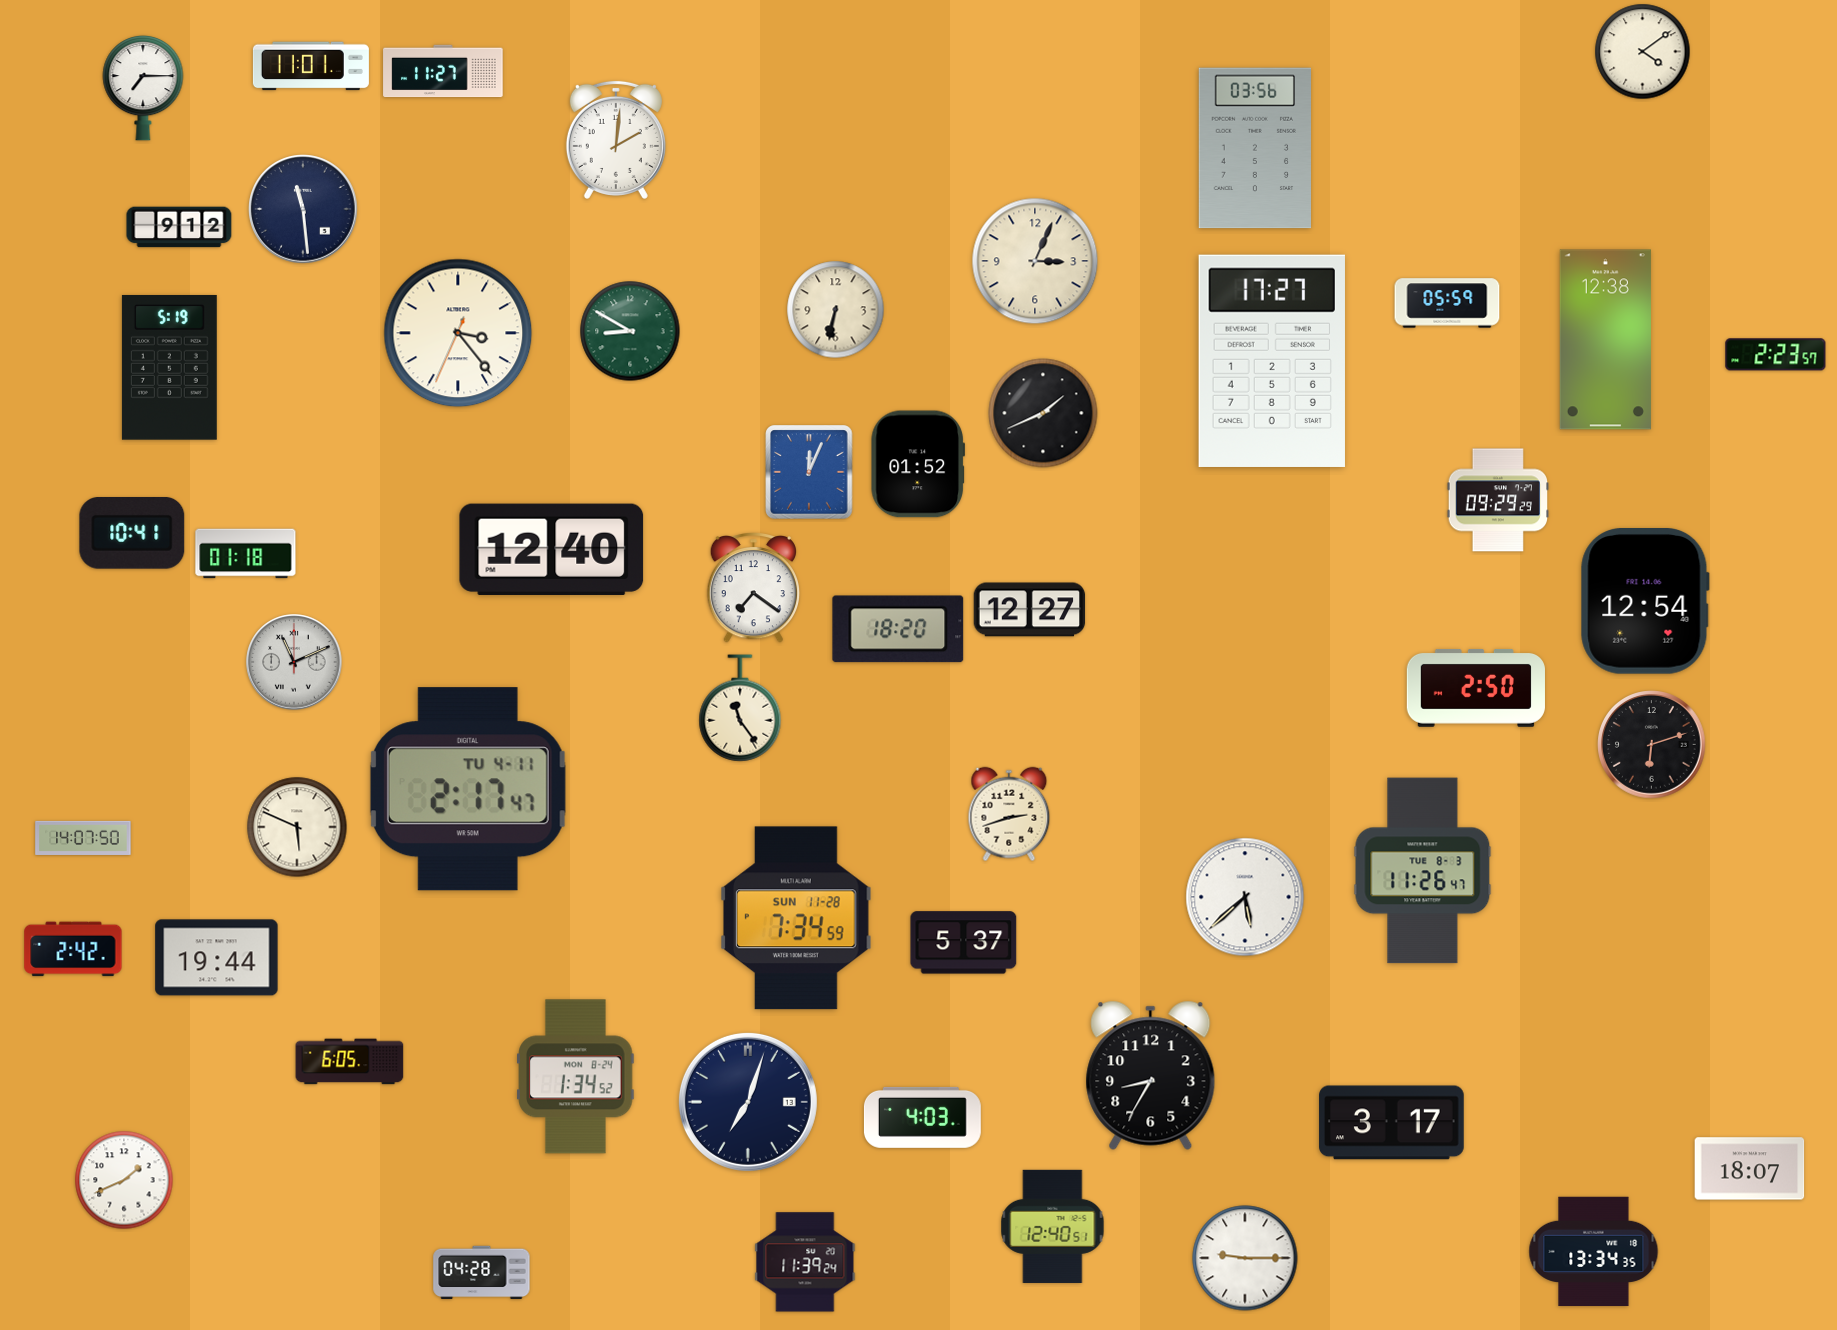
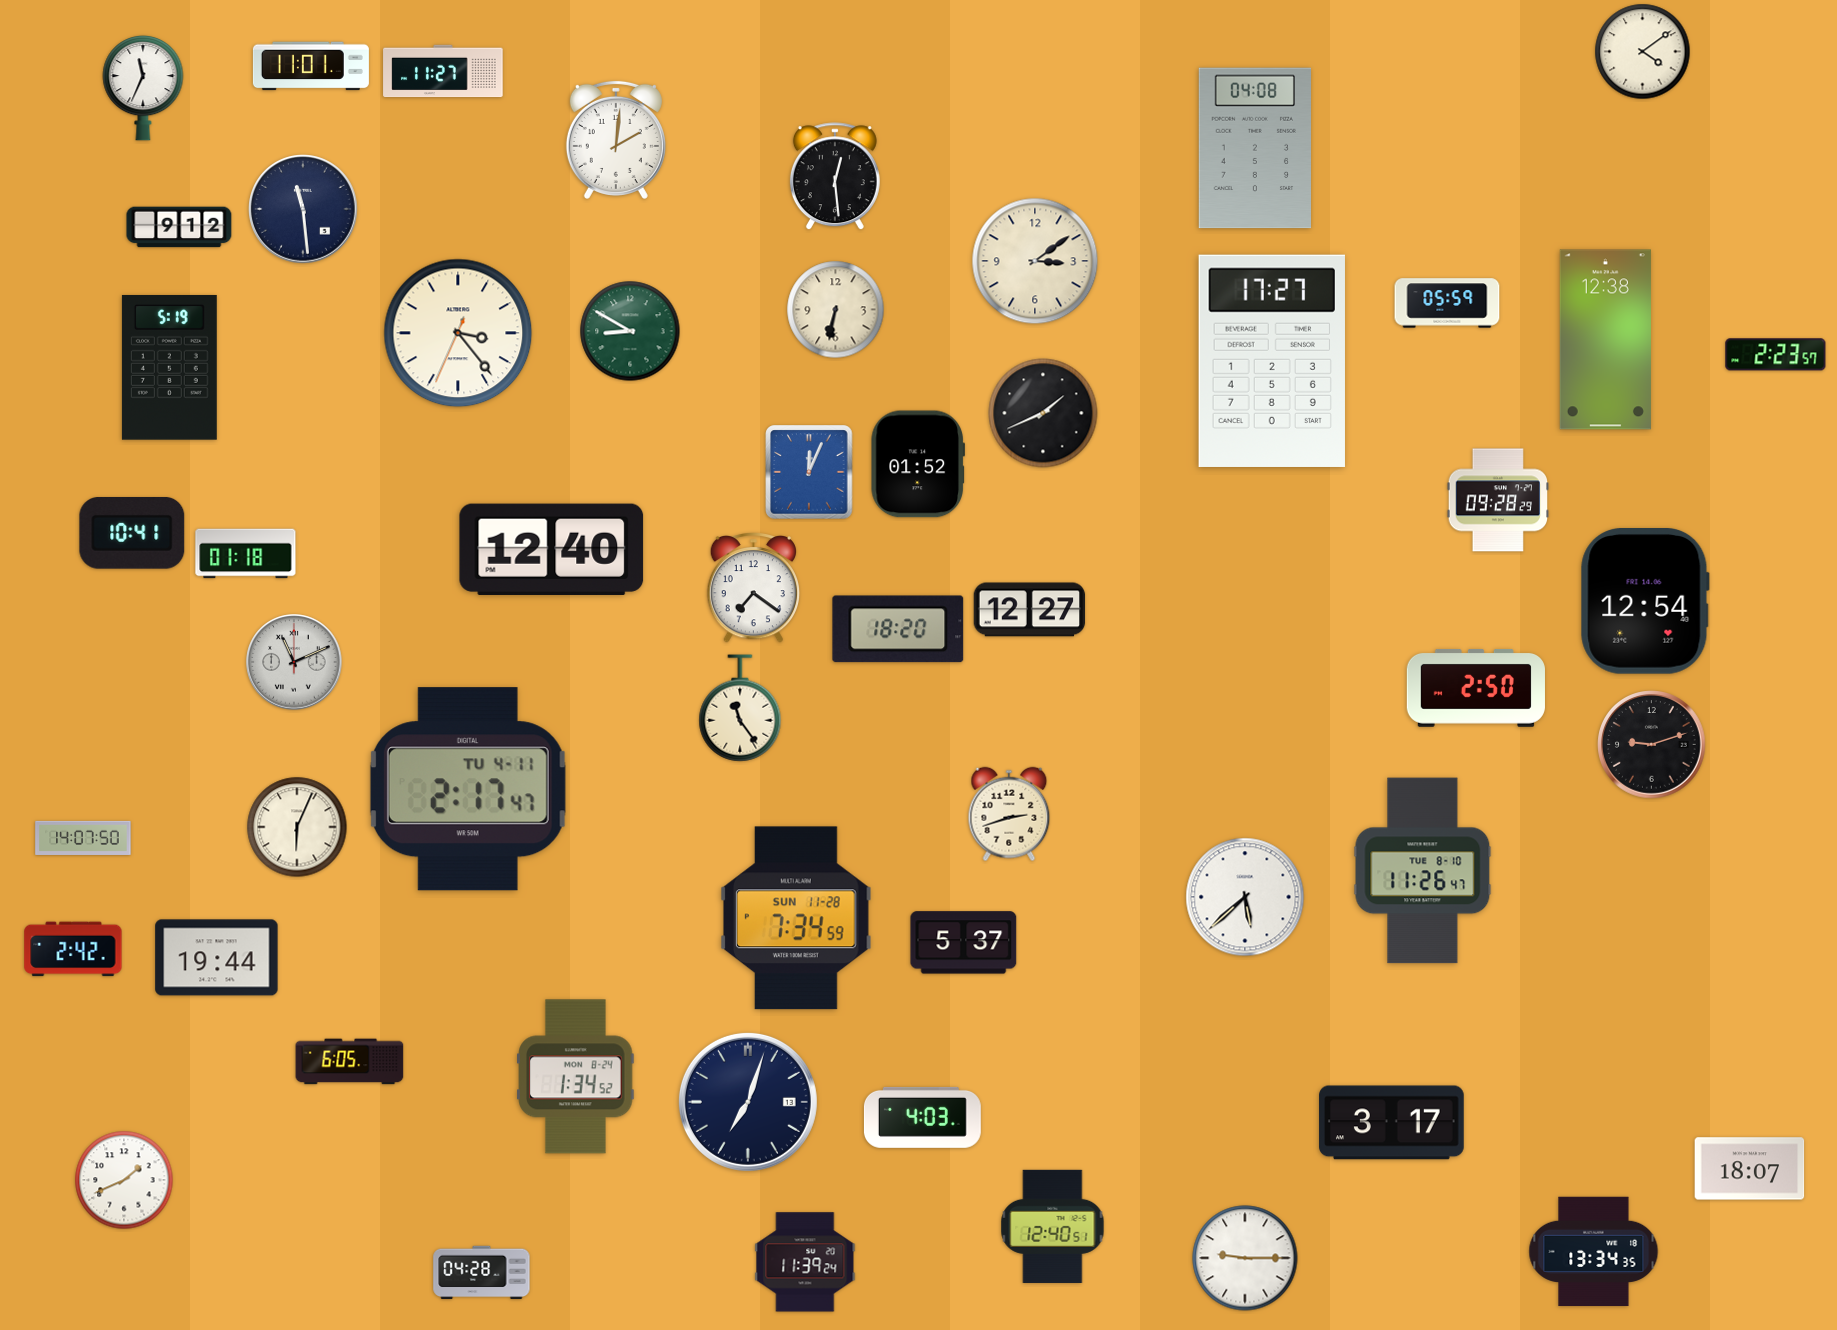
clock at (143, 88): 7:15 -> 11:34
clock at (1254, 148): 03:56 -> 04:08
clock at (835, 177): none -> 12:29
clock at (1035, 261): 3:04 -> 3:09
clock at (1497, 500): 09:29 -> 09:28
clock at (1652, 745): 6:12 -> 9:12
clock at (297, 827): 5:49 -> 6:04
clock at (1423, 871) date: TUE 8-3 -> TUE 8-10
clock at (1151, 1075): 8:35 -> none
